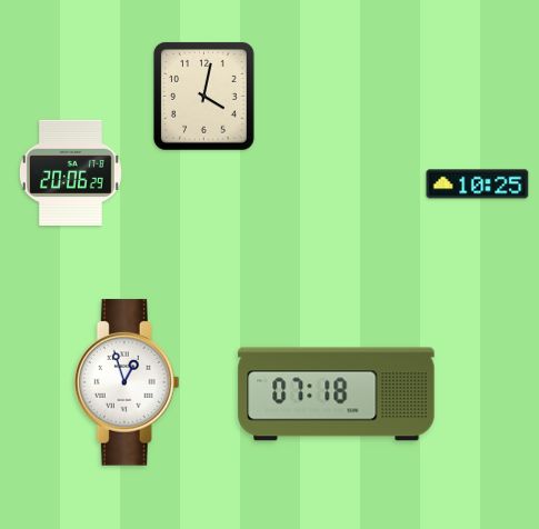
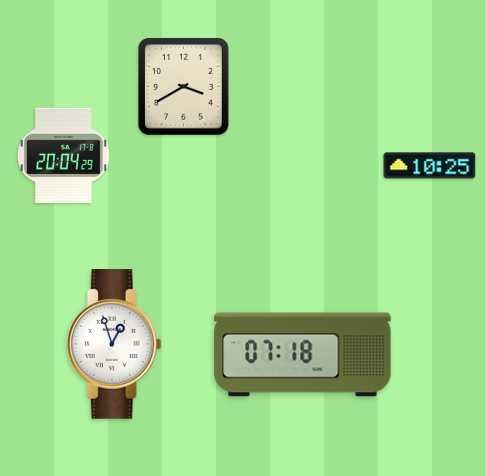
clock at (204, 97): 4:02 -> 3:40
clock at (70, 172): 20:06 -> 20:04
